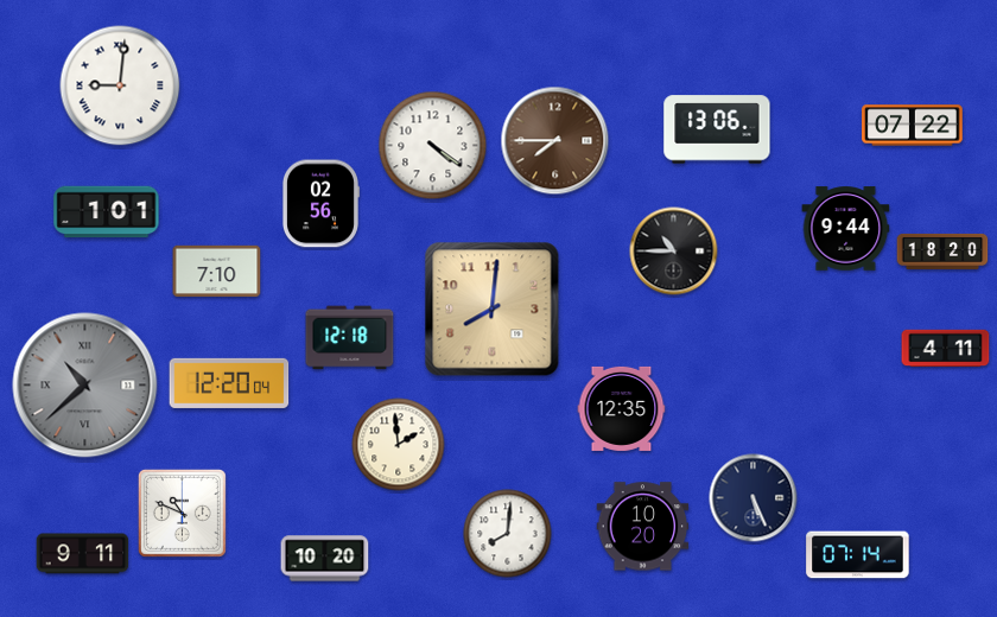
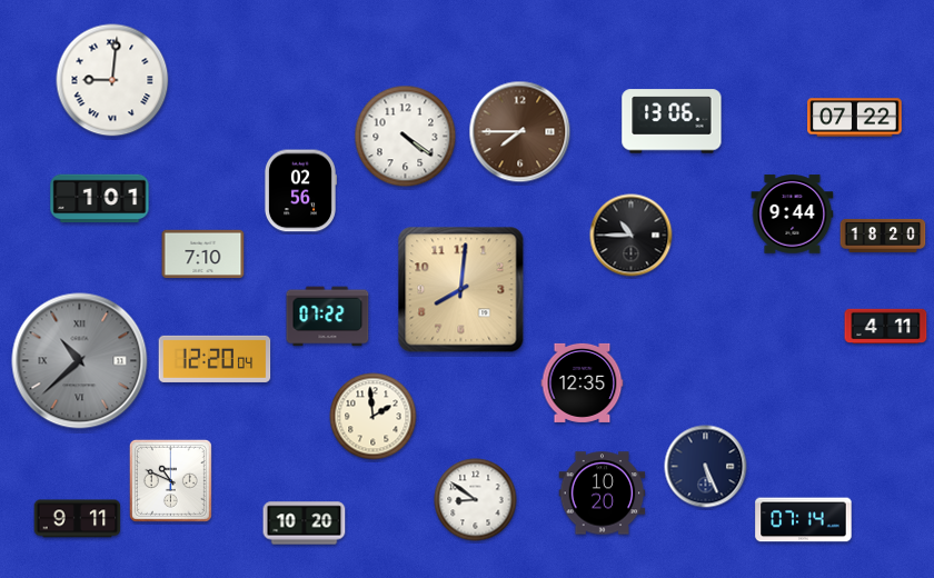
clock at (350, 338): 12:18 -> 07:22
clock at (508, 534): 8:01 -> 8:51
